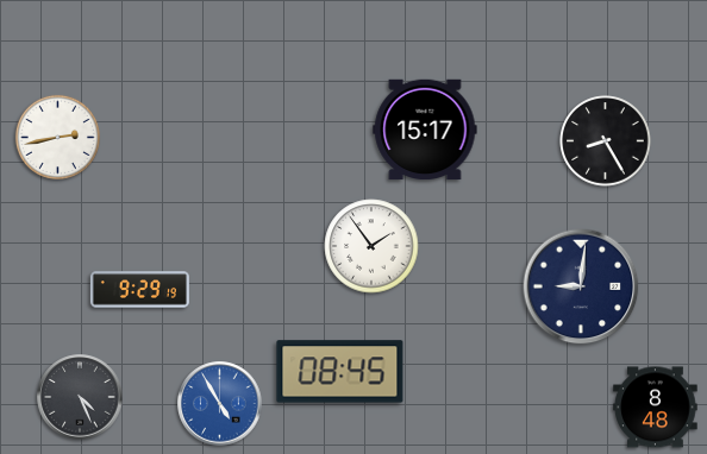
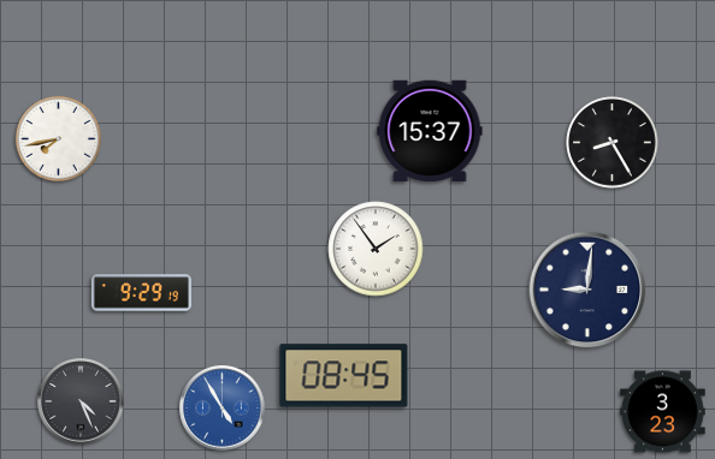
clock at (425, 130): 15:17 -> 15:37
clock at (57, 137): 2:43 -> 7:43
clock at (656, 408): 8:48 -> 3:23
